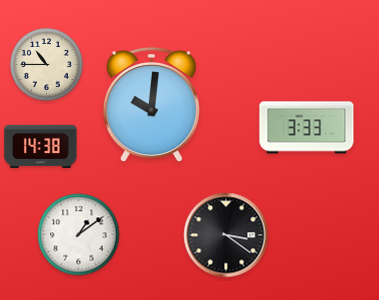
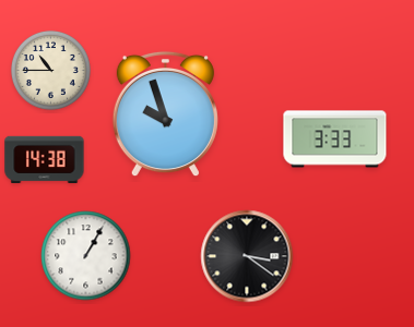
clock at (151, 105): 10:01 -> 9:57
clock at (79, 235): 1:09 -> 1:05
